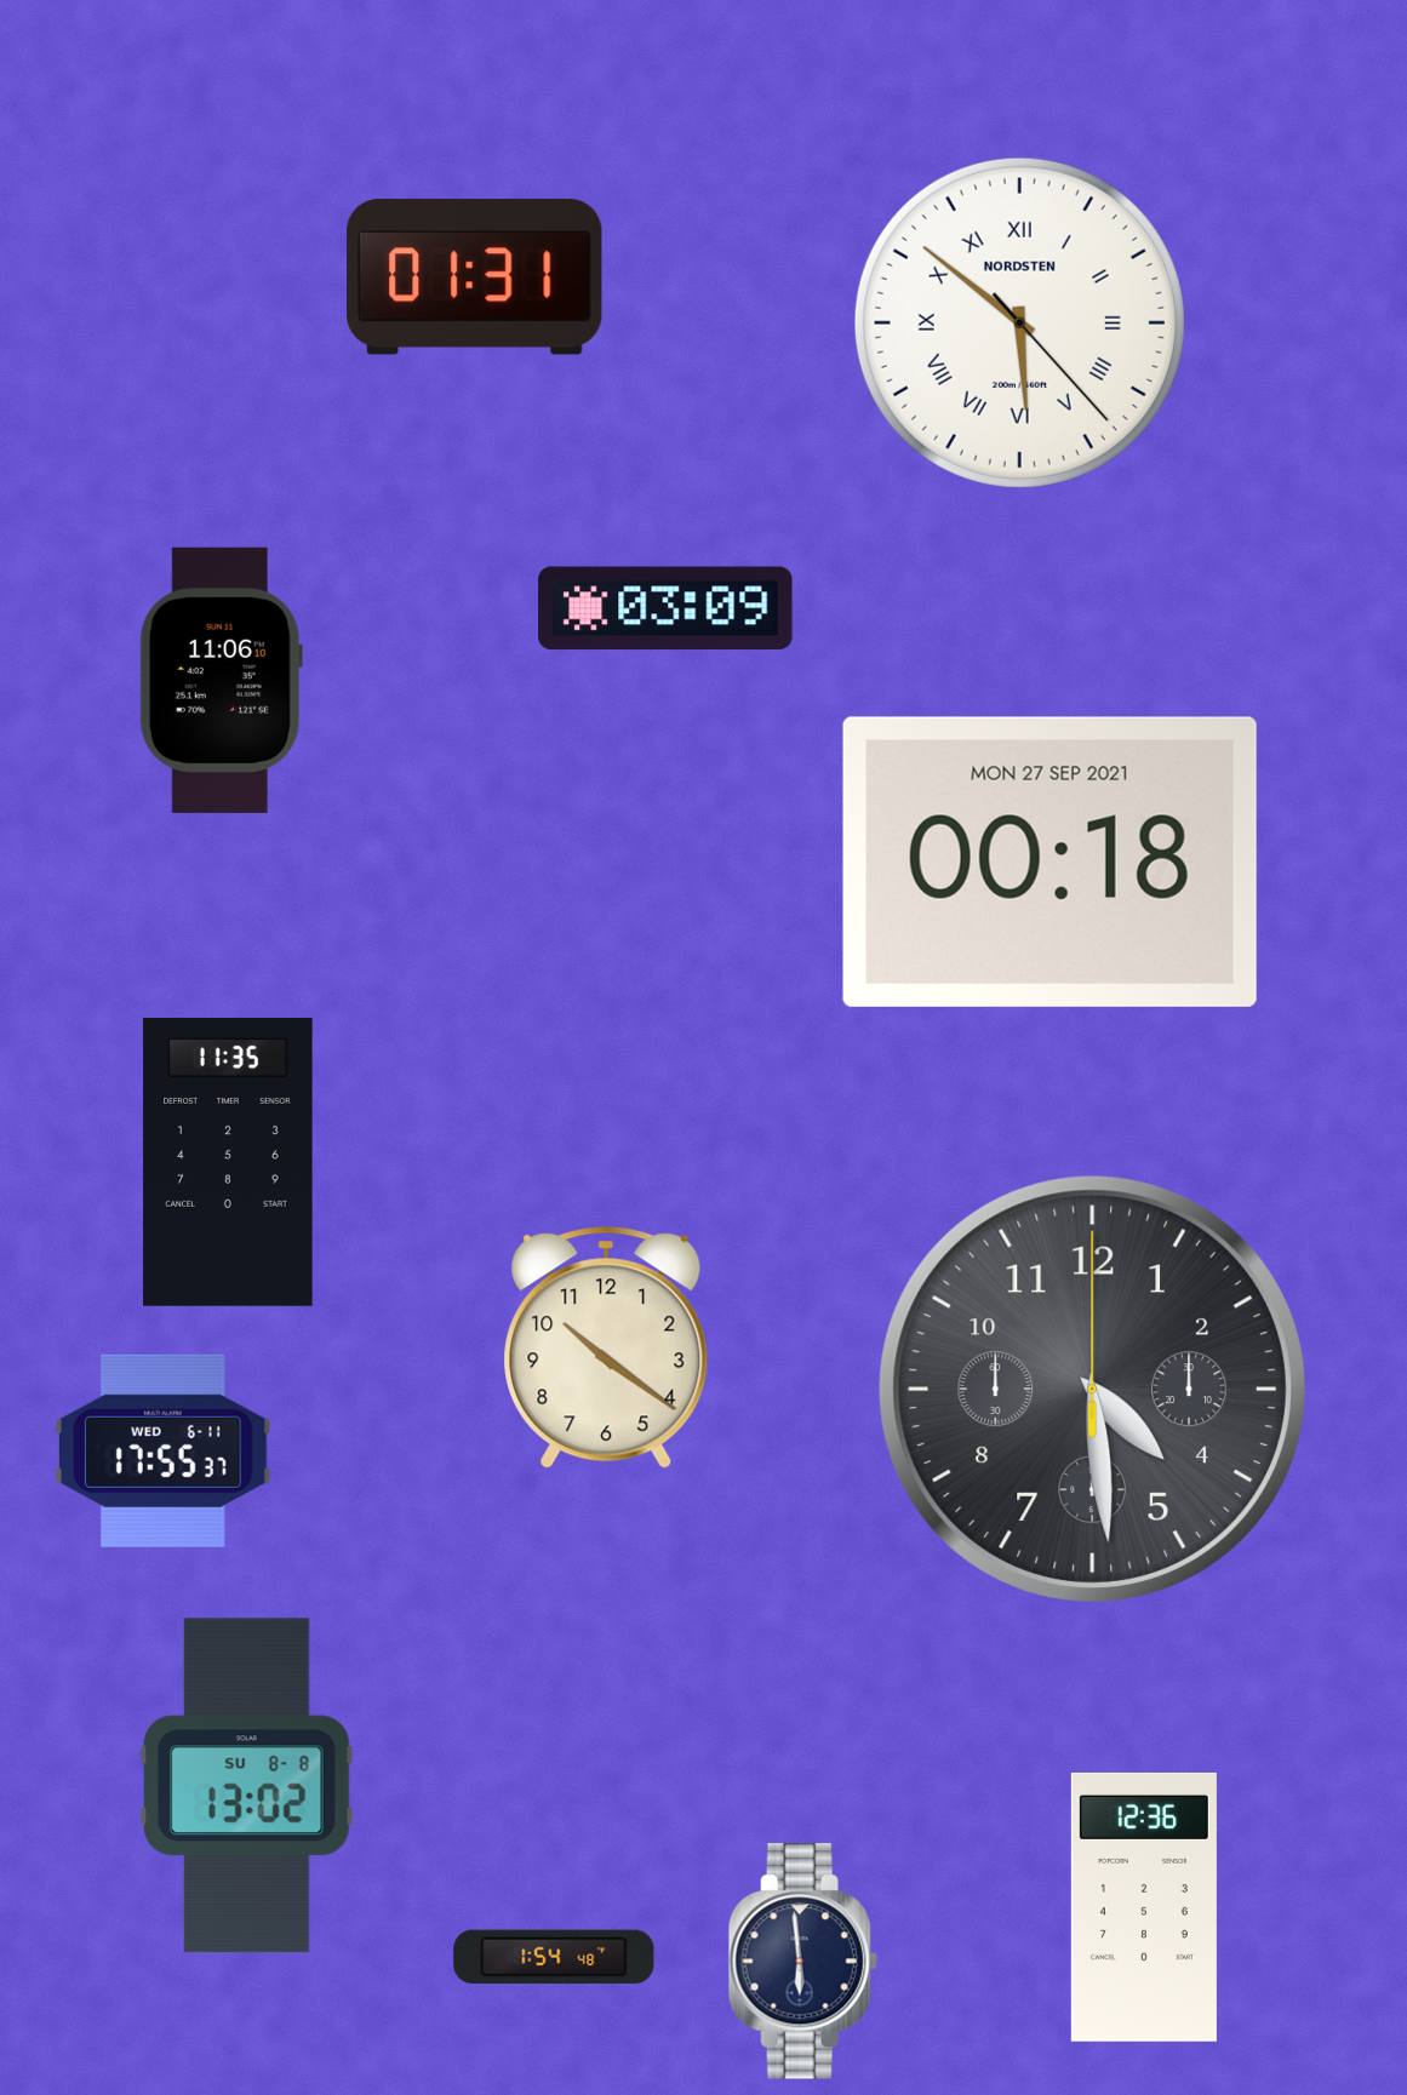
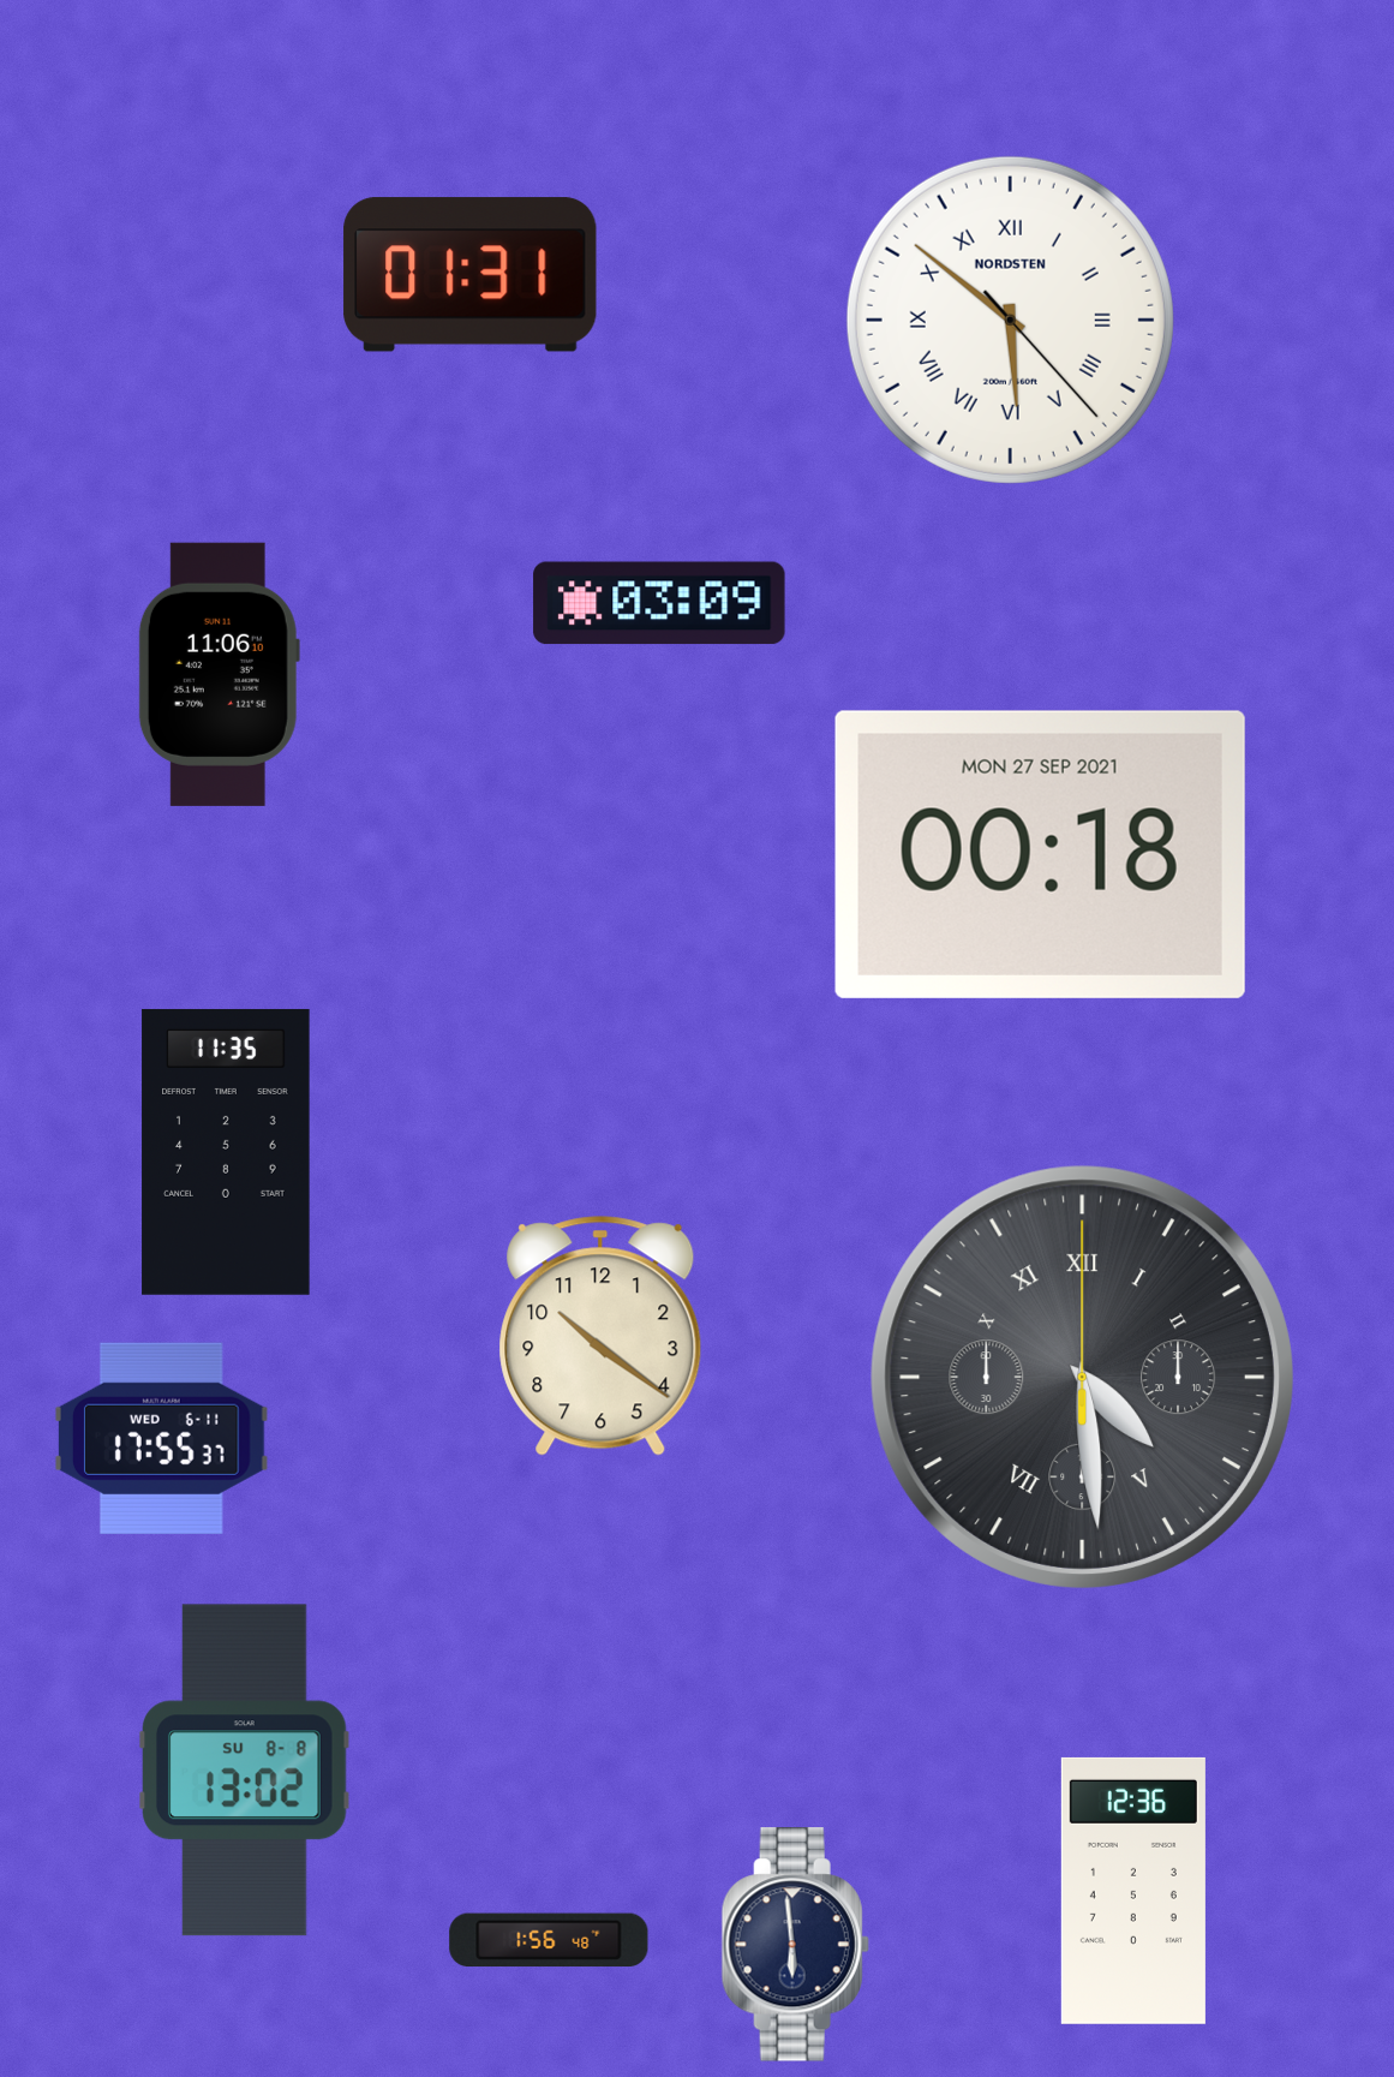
clock at (1092, 1389) numerals: Arabic -> Roman
clock at (554, 1957): 1:54 -> 1:56
